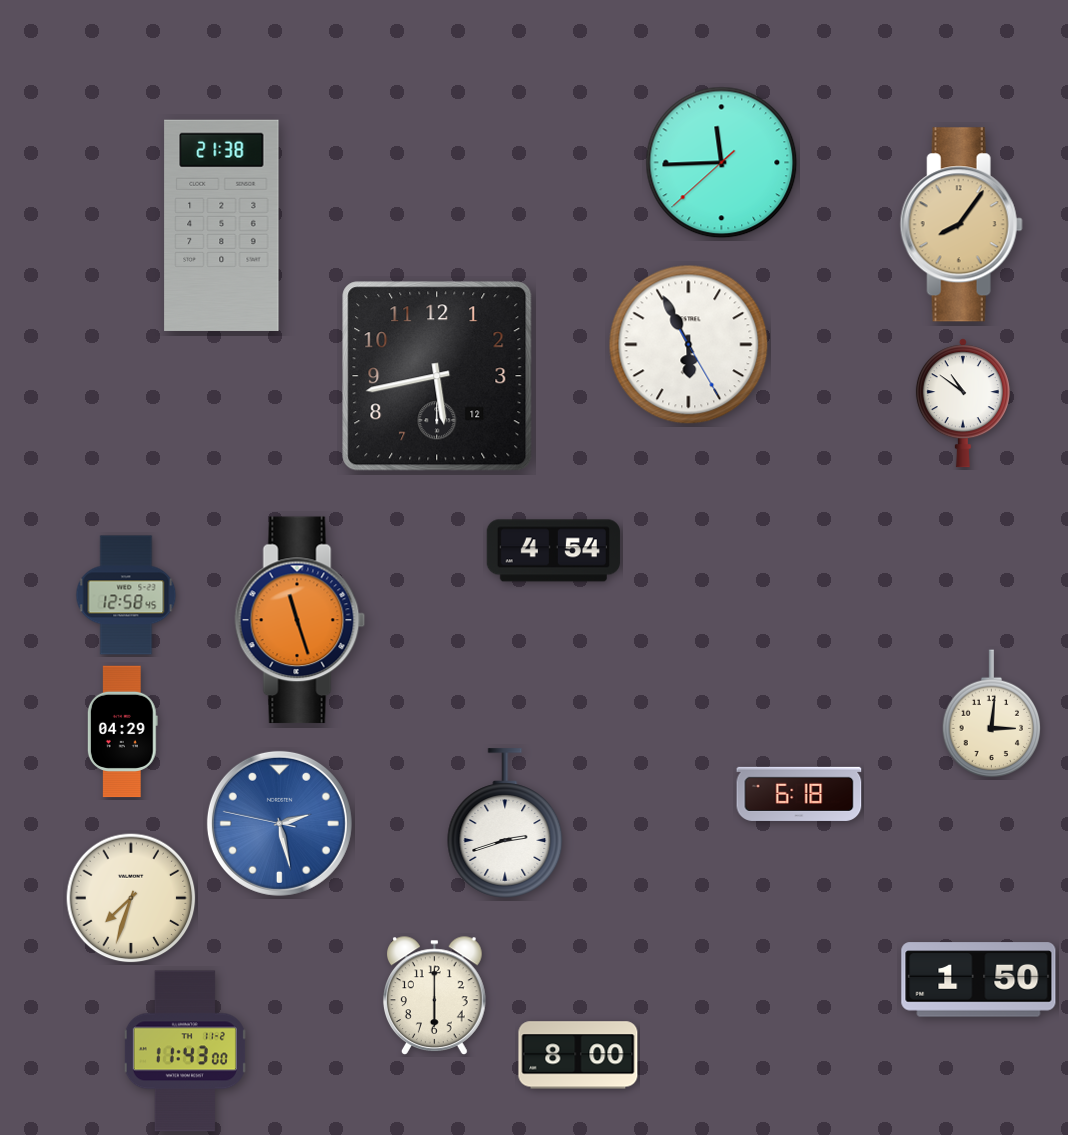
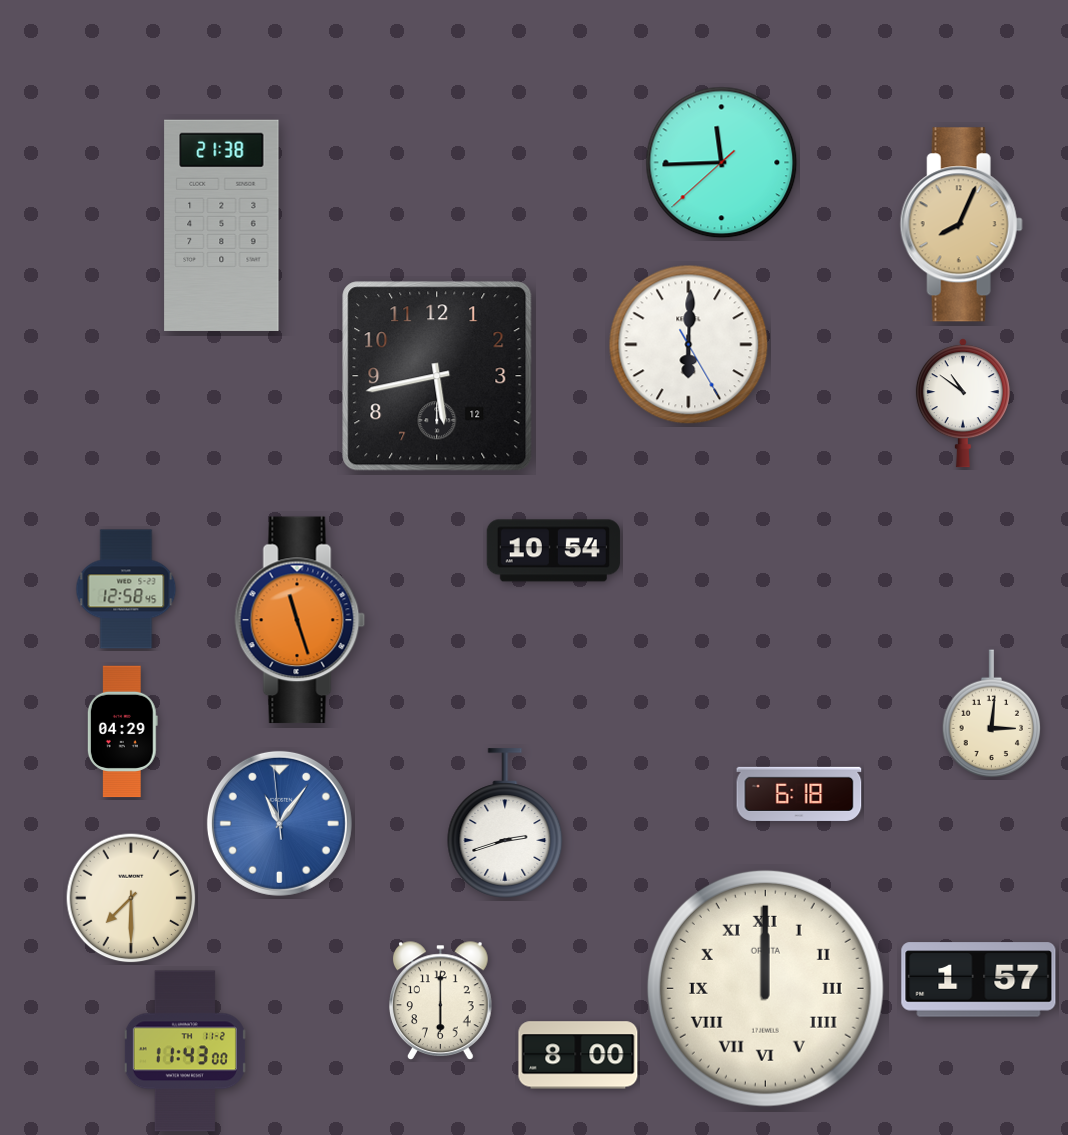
clock at (961, 225): 8:06 -> 8:04
clock at (689, 345): 5:55 -> 6:00
clock at (553, 551): 4:54 -> 10:54
clock at (126, 595) position: (126, 595) -> (126, 589)
clock at (279, 823): 2:27 -> 11:05
clock at (131, 898): 7:33 -> 7:30
clock at (979, 980): 1:50 -> 1:57
clock at (765, 988): none -> 12:00
clock at (435, 996) position: (435, 996) -> (441, 1001)
